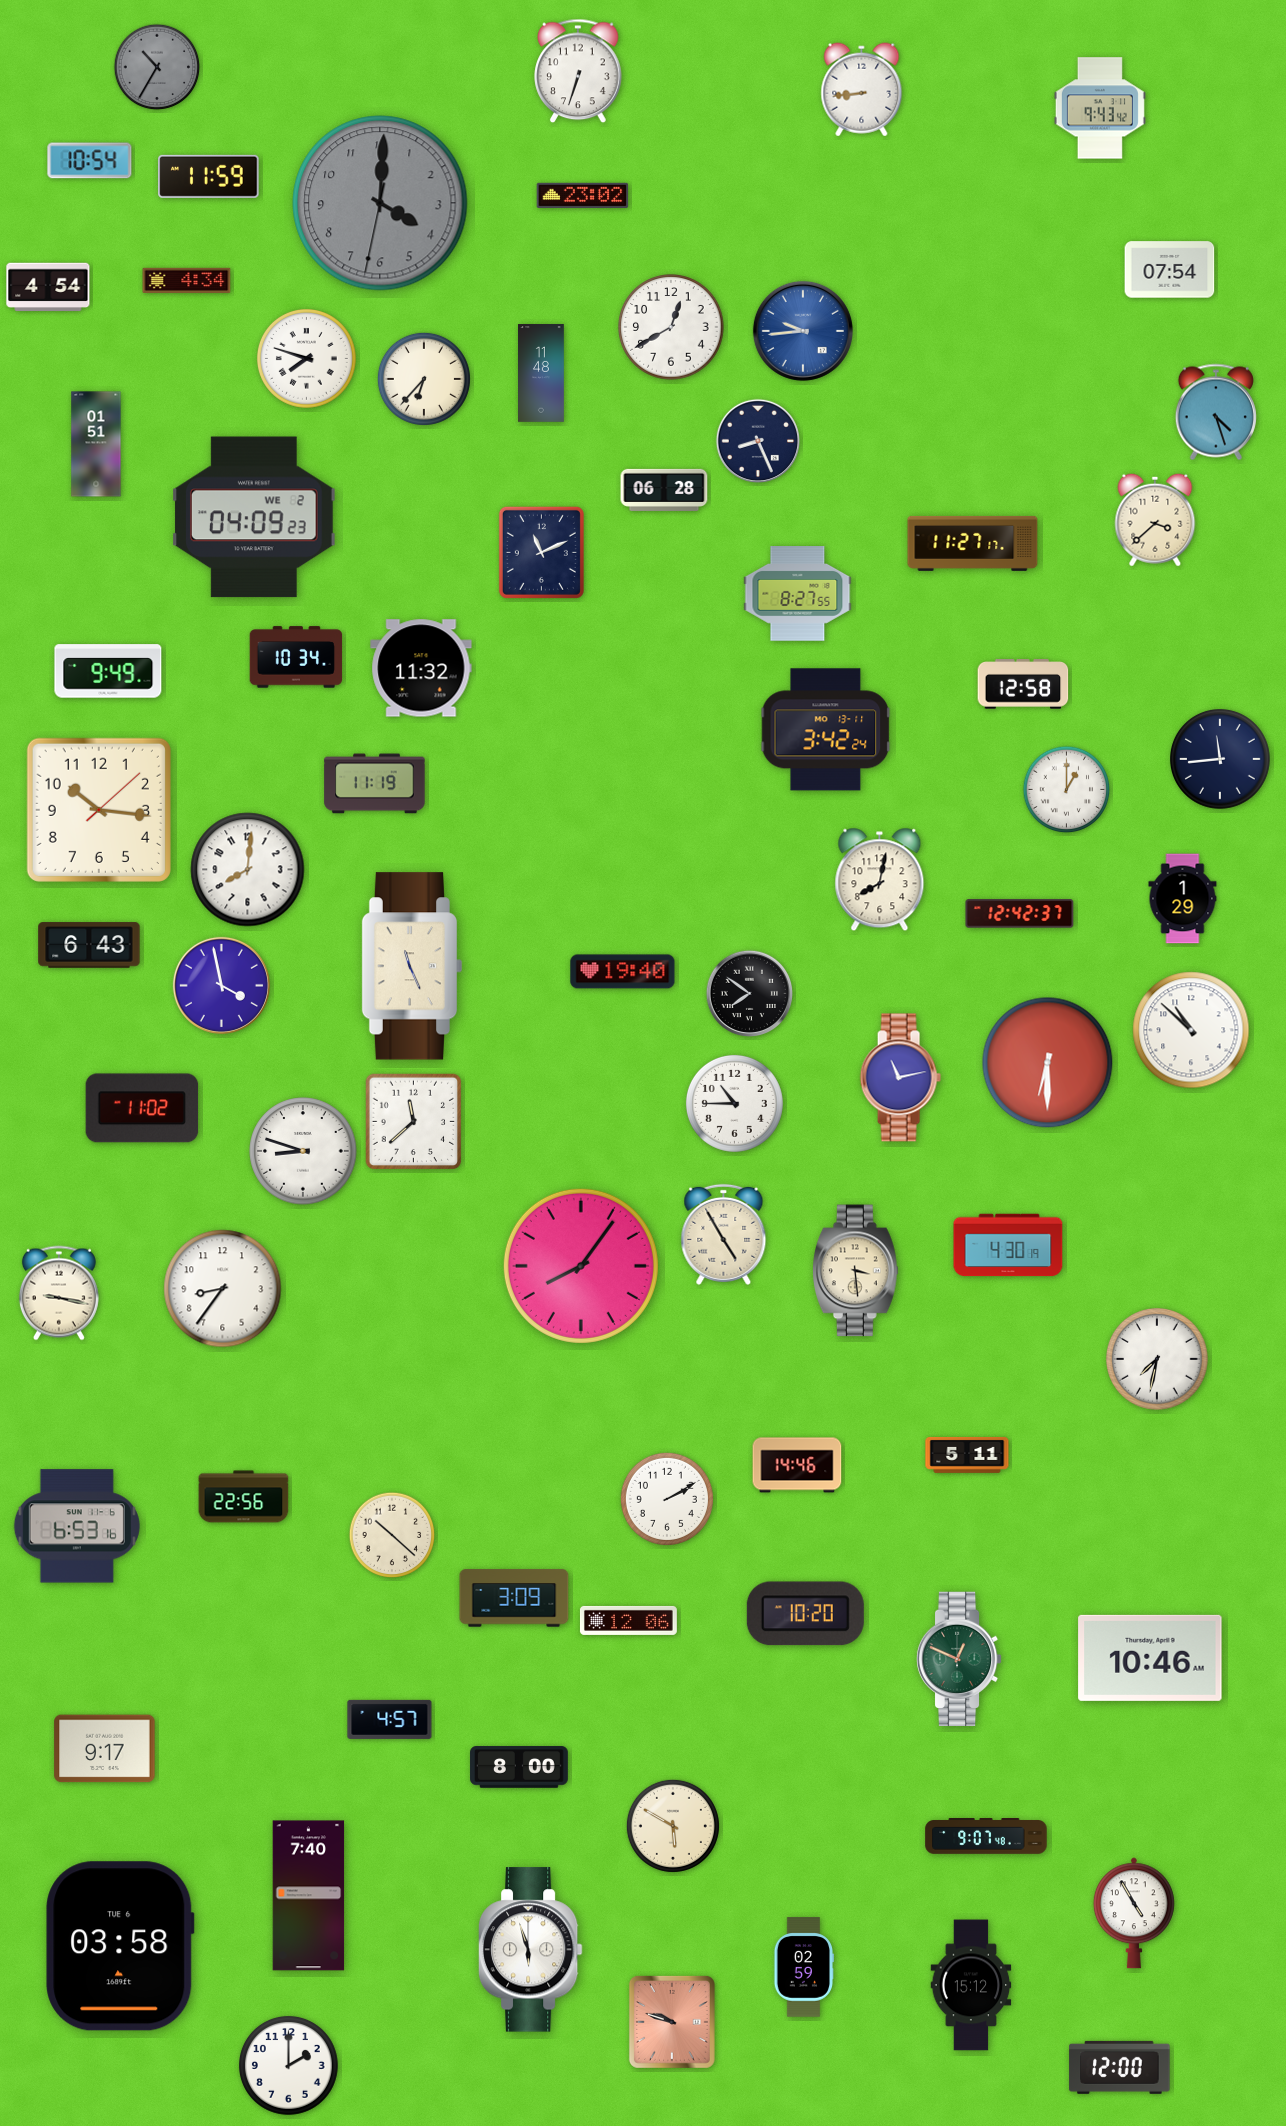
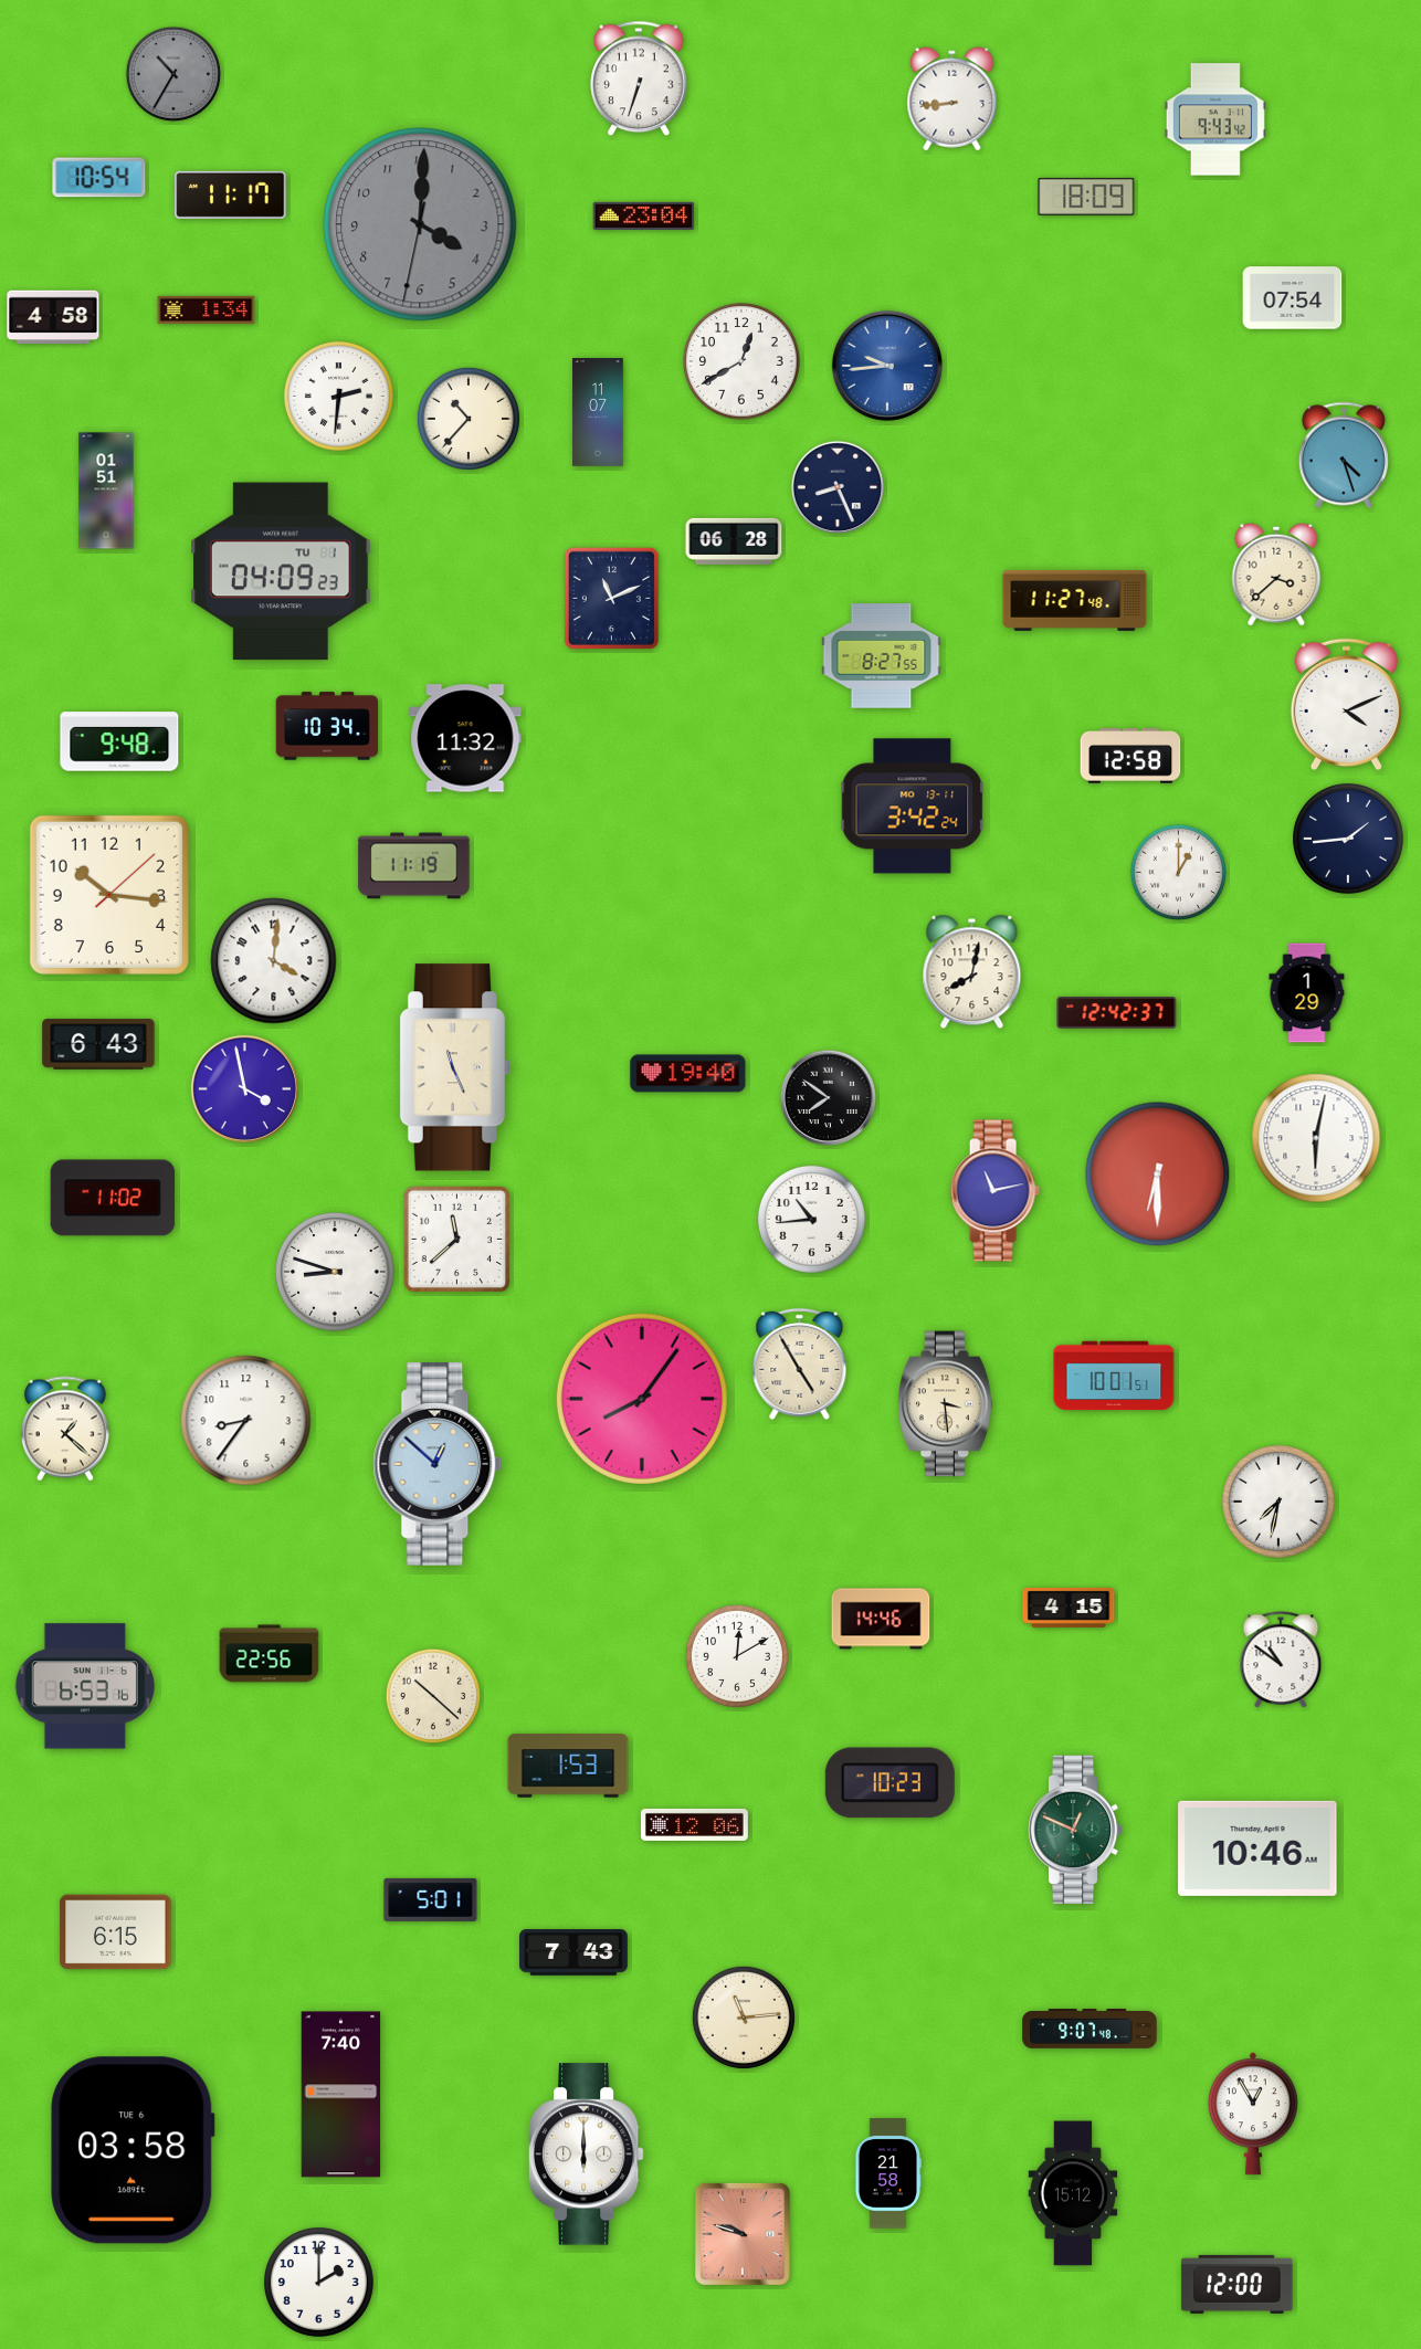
clock at (209, 176): 11:59 -> 11:17
clock at (1086, 197): none -> 18:09
clock at (583, 195): 23:02 -> 23:04
clock at (187, 280): 4:34 -> 1:34
clock at (48, 287): 4:54 -> 4:58
clock at (306, 358): 7:48 -> 2:31
clock at (541, 373): 11:48 -> 11:07
clock at (424, 379): 6:37 -> 10:37
clock at (254, 517) date: WE 2 -> TU 1
clock at (973, 543): 11:27:17 -> 11:27:48
clock at (541, 552) position: (541, 552) -> (611, 598)
clock at (1346, 705): none -> 4:11
clock at (108, 671): 9:49 -> 9:48
clock at (1221, 760): 11:44 -> 1:44
clock at (248, 870): 8:01 -> 4:01
clock at (1020, 914) position: (1020, 914) -> (1117, 1013)
clock at (1191, 1030): 10:52 -> 6:02
clock at (734, 1103): 10:45 -> 10:44
clock at (142, 1108) position: (142, 1108) -> (113, 1198)
clock at (1008, 1245): 4:30 -> 10:01
clock at (223, 1289) position: (223, 1289) -> (246, 1421)
clock at (59, 1293): 9:17 -> 1:22
clock at (438, 1464): none -> 12:52
clock at (967, 1455): 5:11 -> 4:15
clock at (667, 1499): 2:10 -> 12:10
clock at (1281, 1661): none -> 10:51
clock at (514, 1598): 3:09 -> 1:53
clock at (805, 1614): 10:20 -> 10:23
clock at (628, 1620) position: (628, 1620) -> (694, 1824)
clock at (1150, 1658) position: (1150, 1658) -> (1257, 1848)
clock at (959, 1659) position: (959, 1659) -> (1075, 1830)
clock at (390, 1719): 4:57 -> 5:01
clock at (105, 1749): 9:17 -> 6:15
clock at (519, 1767): 8:00 -> 7:43
clock at (673, 1826): 5:50 -> 11:14
clock at (1134, 1913): 4:55 -> 12:55
clock at (530, 1950): 5:57 -> 6:00
clock at (803, 1967): 02:59 -> 21:58
